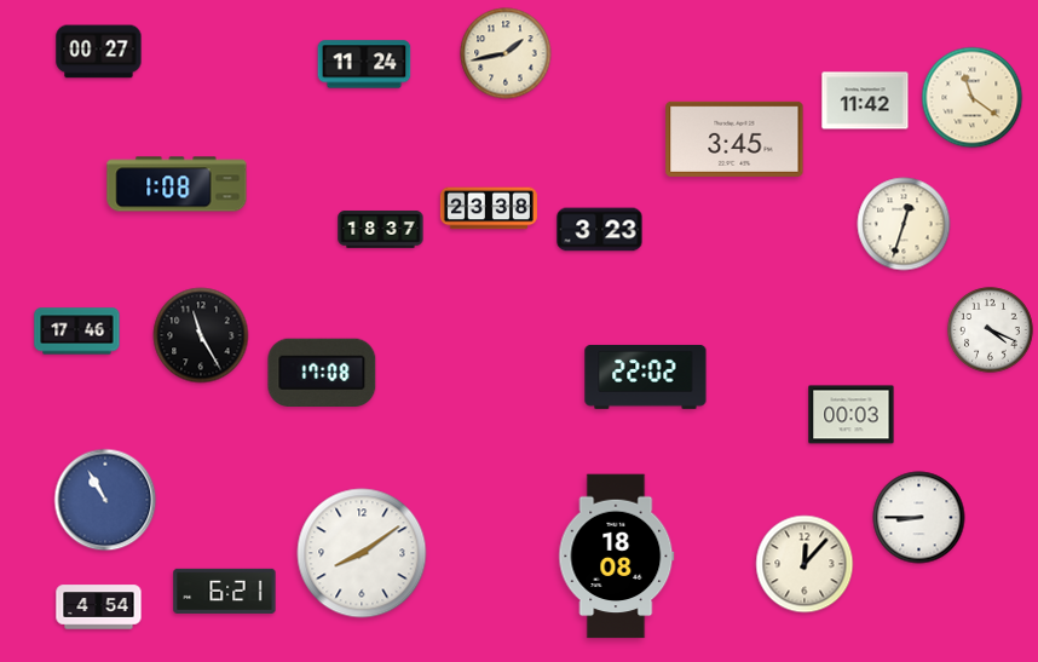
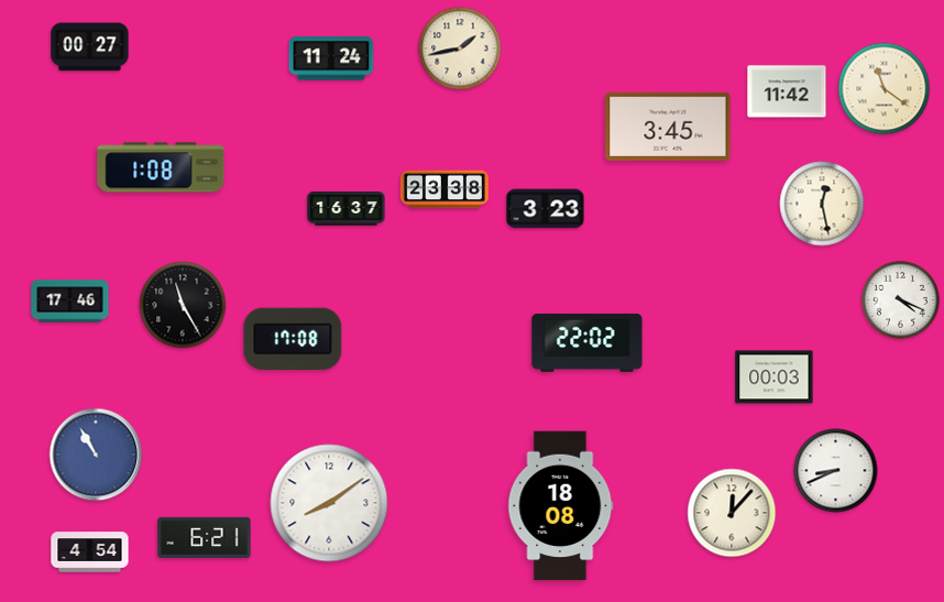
clock at (904, 224): 12:33 -> 12:28
clock at (381, 230): 18:37 -> 16:37
clock at (919, 518): 8:45 -> 8:41
